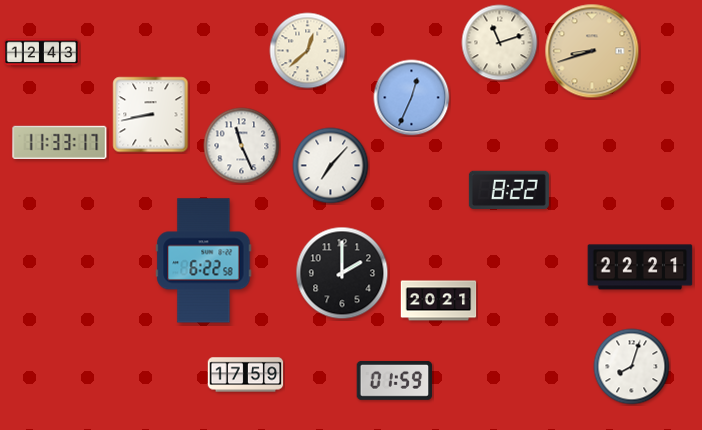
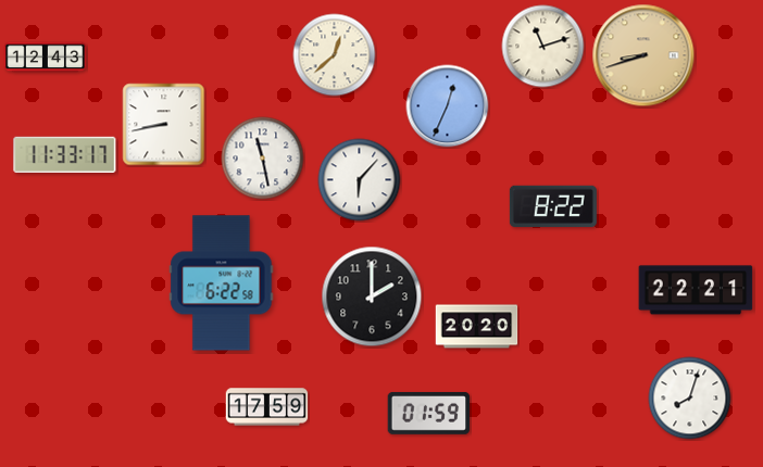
clock at (242, 146): 11:26 -> 11:28
clock at (331, 166): 7:07 -> 6:07
clock at (439, 301): 20:21 -> 20:20
clock at (632, 367) position: (632, 367) -> (690, 399)
